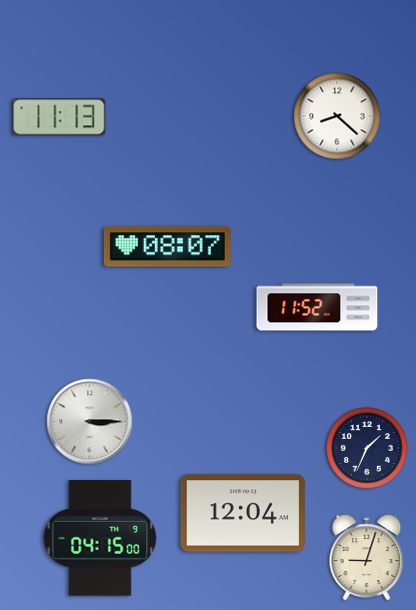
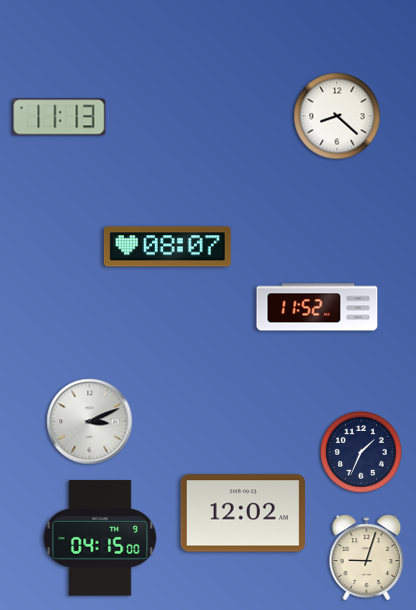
clock at (90, 422): 3:15 -> 3:11
clock at (367, 449) position: (367, 449) -> (361, 453)
clock at (242, 513): 12:04 -> 12:02
